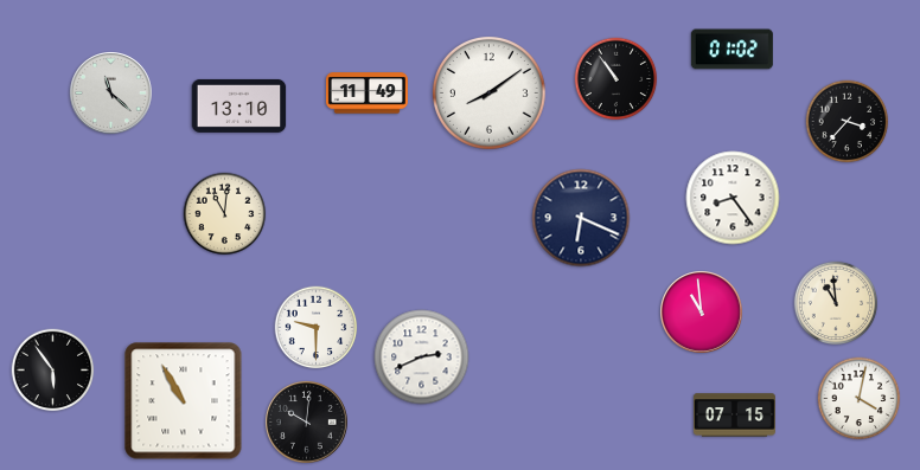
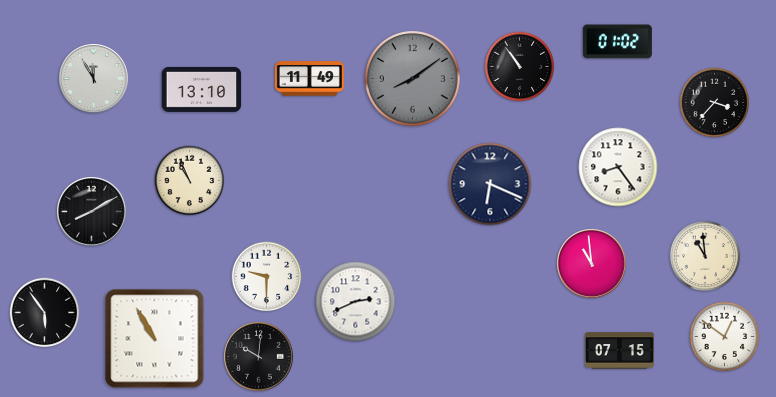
clock at (111, 94): 11:22 -> 11:55
clock at (490, 94) dial: white -> grey
clock at (225, 214): 11:01 -> 10:56
clock at (92, 212): none -> 8:10
clock at (860, 399): 4:02 -> 12:51
